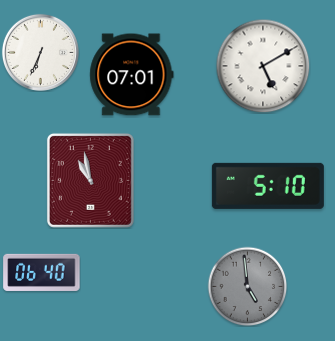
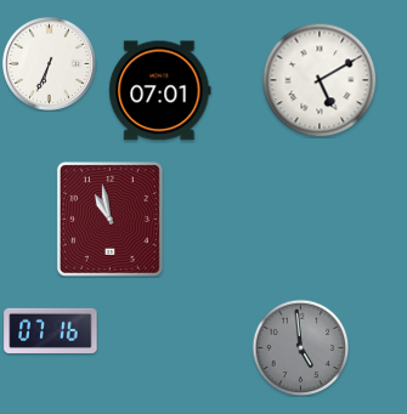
clock at (268, 186): 5:10 -> none
clock at (42, 272): 06:40 -> 07:16
